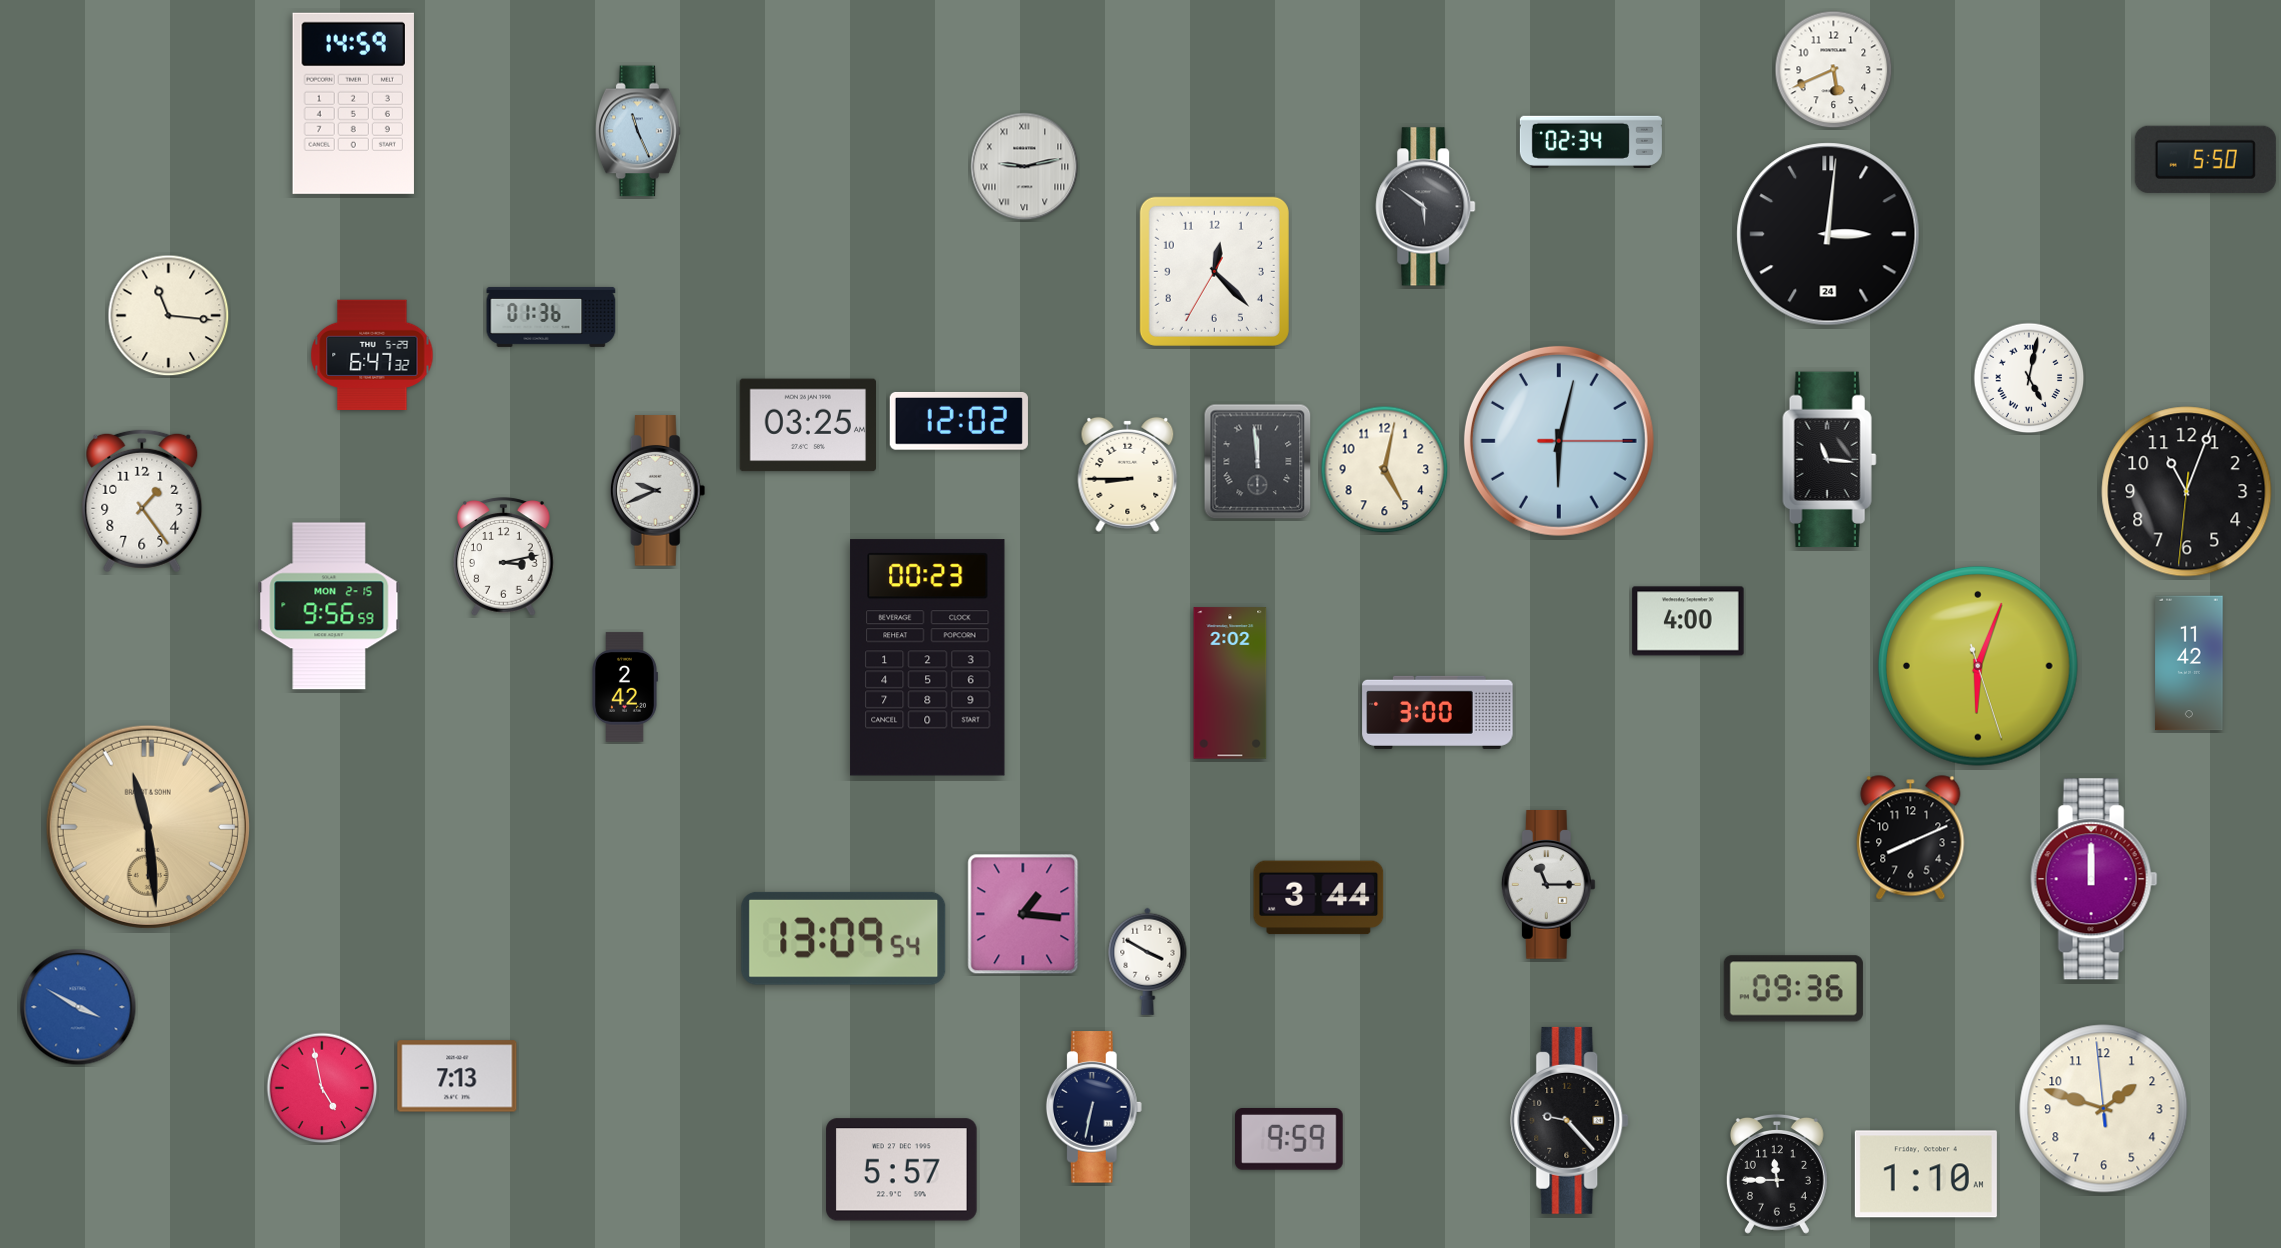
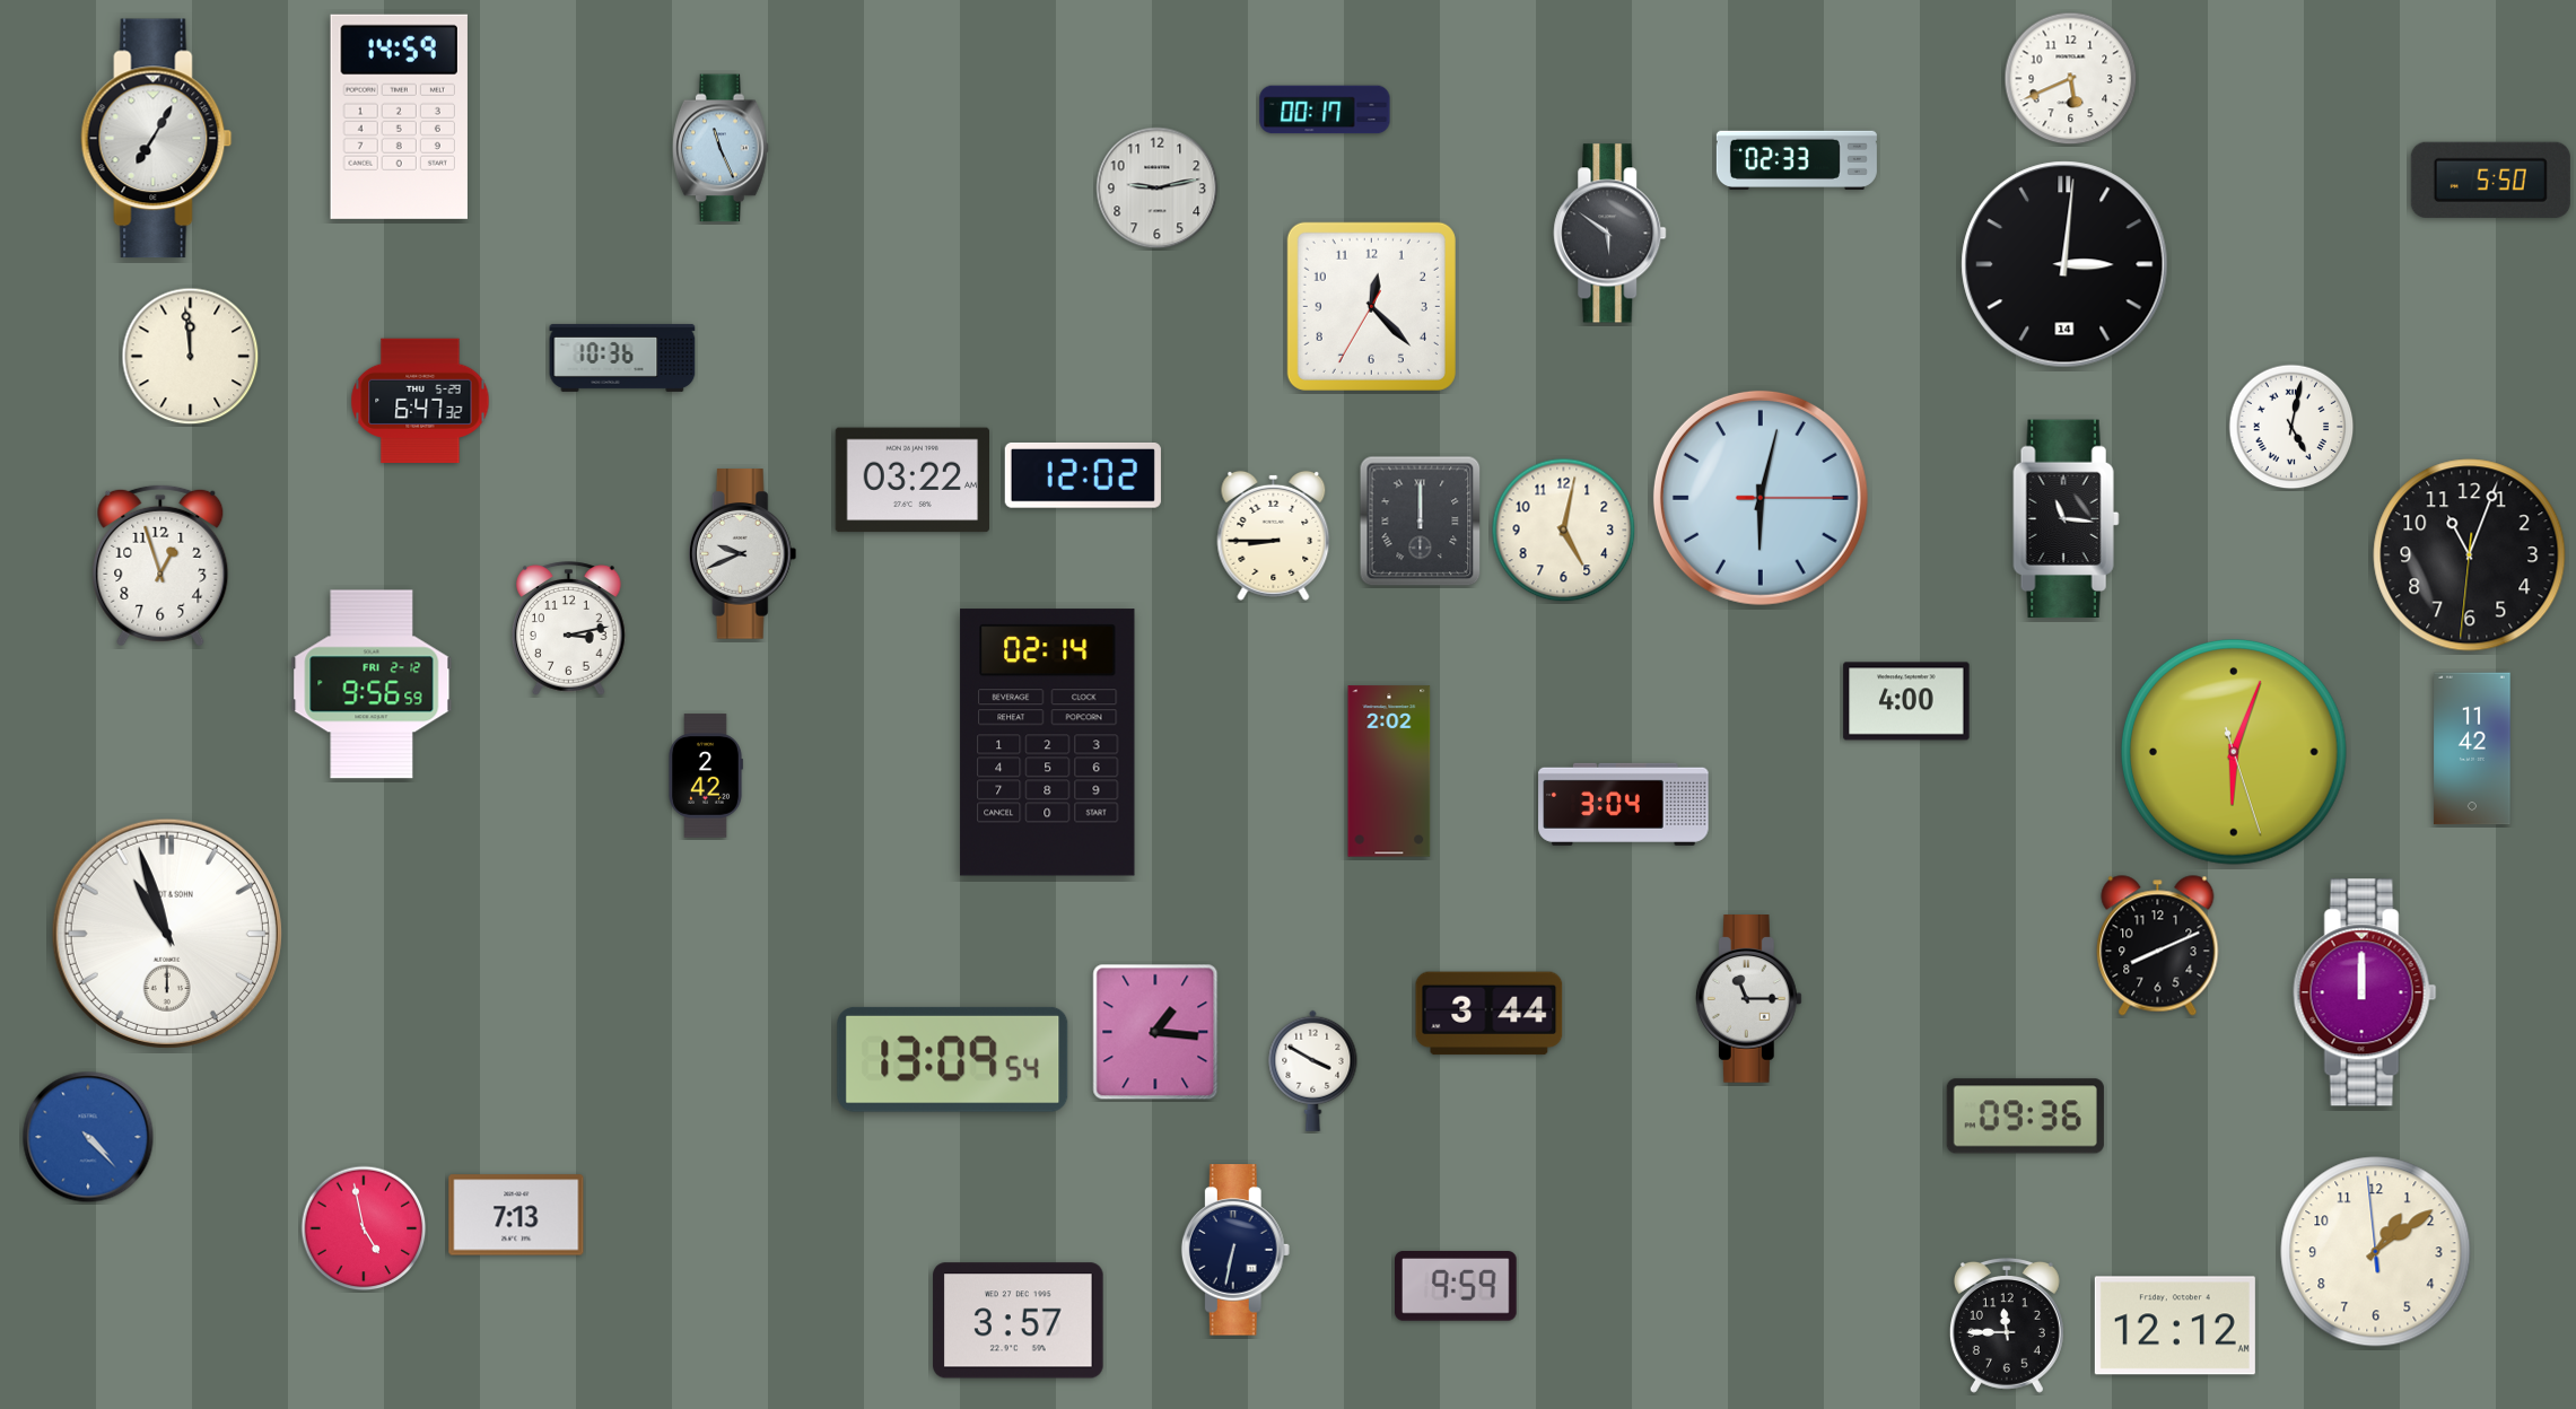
clock at (1325, 110): none -> 00:17
clock at (157, 139): none -> 7:05
clock at (1591, 142): 02:34 -> 02:33
clock at (1025, 167) numerals: Roman -> Arabic
clock at (1828, 234) date: 24 -> 14
clock at (169, 316): 11:16 -> 11:59
clock at (551, 317): 01:36 -> 10:36
clock at (807, 425): 03:25 -> 03:22
clock at (1258, 462): 11:59 -> 12:00
clock at (142, 501): 1:24 -> 12:57
clock at (329, 606) date: MON 2-15 -> FRI 2-12
clock at (928, 658): 00:23 -> 02:14
clock at (1438, 712): 3:00 -> 3:04
clock at (148, 827): 11:29 -> 10:57
clock at (148, 827) dial: champagne -> white
clock at (1148, 961) position: (1148, 961) -> (1313, 1070)
clock at (78, 1007): 3:50 -> 4:23
clock at (2104, 1109): 1:47 -> 1:08
clock at (1570, 1120): 9:23 -> none
clock at (902, 1170): 5:57 -> 3:57
clock at (1926, 1174): 1:10 -> 12:12
